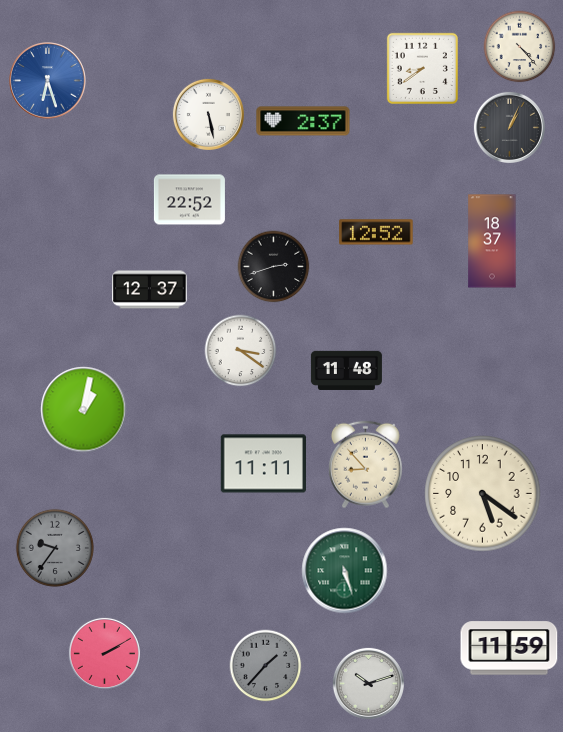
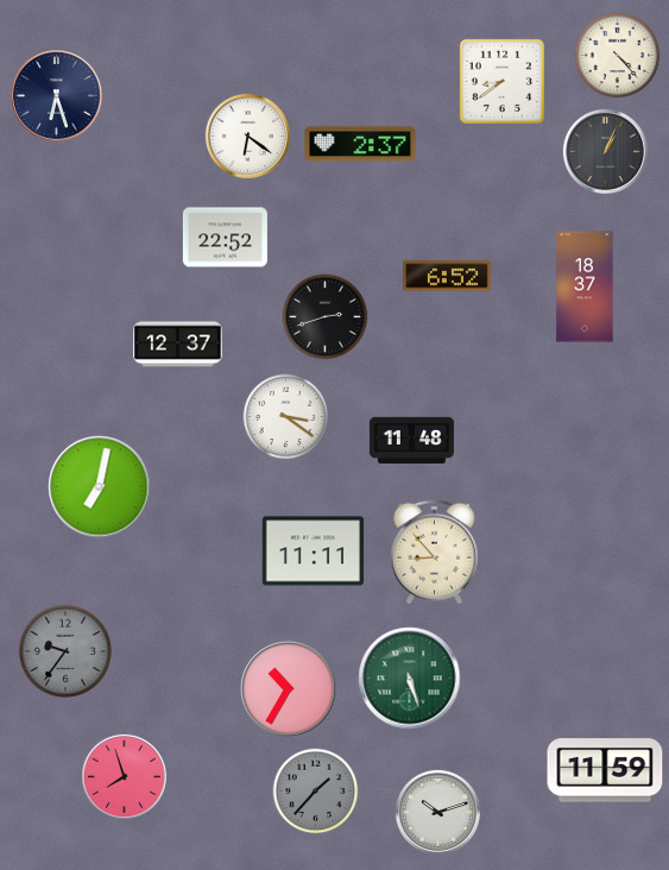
clock at (48, 81) dial: blue -> navy
clock at (208, 114): 5:28 -> 6:21
clock at (376, 232): 12:52 -> 6:52
clock at (84, 410): 1:02 -> 7:02
clock at (483, 494): 5:21 -> none
clock at (289, 689): none -> 10:35
clock at (104, 653): 2:10 -> 7:57
